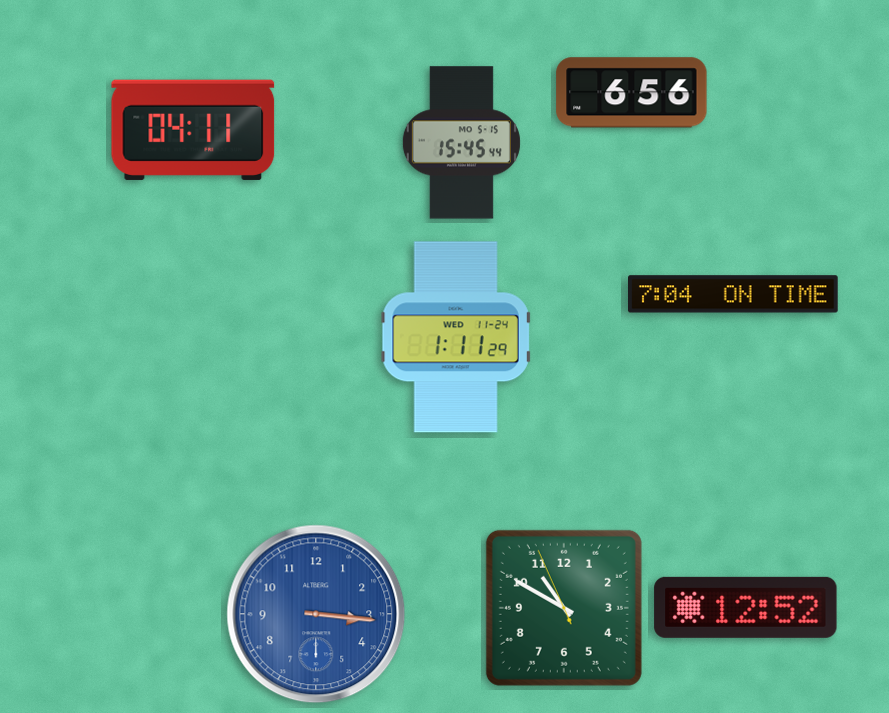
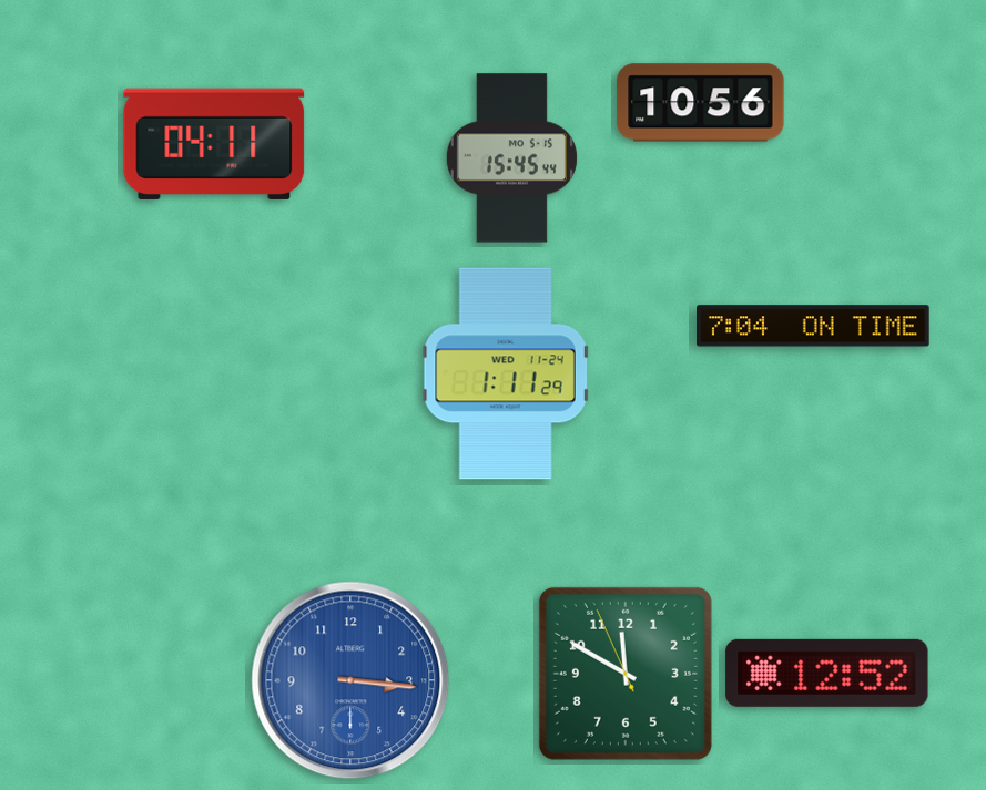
clock at (632, 93): 6:56 -> 10:56
clock at (564, 608): 10:49 -> 11:49
